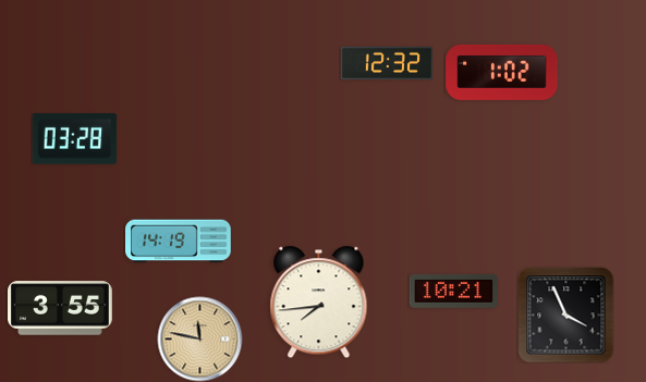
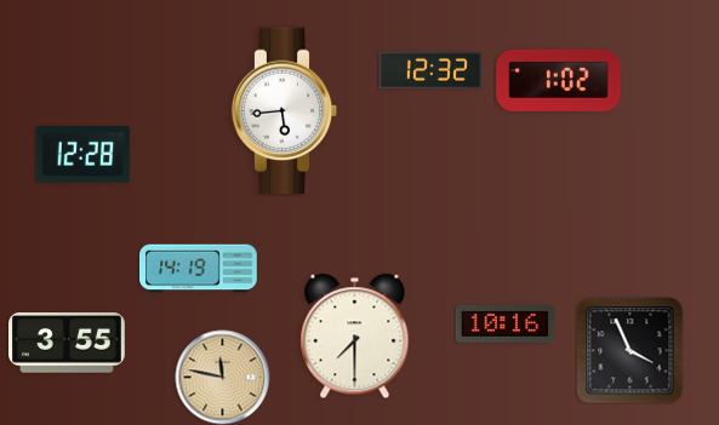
clock at (285, 111): none -> 5:44
clock at (74, 139): 03:28 -> 12:28
clock at (453, 291): 10:21 -> 10:16
clock at (319, 301): 7:44 -> 7:30
